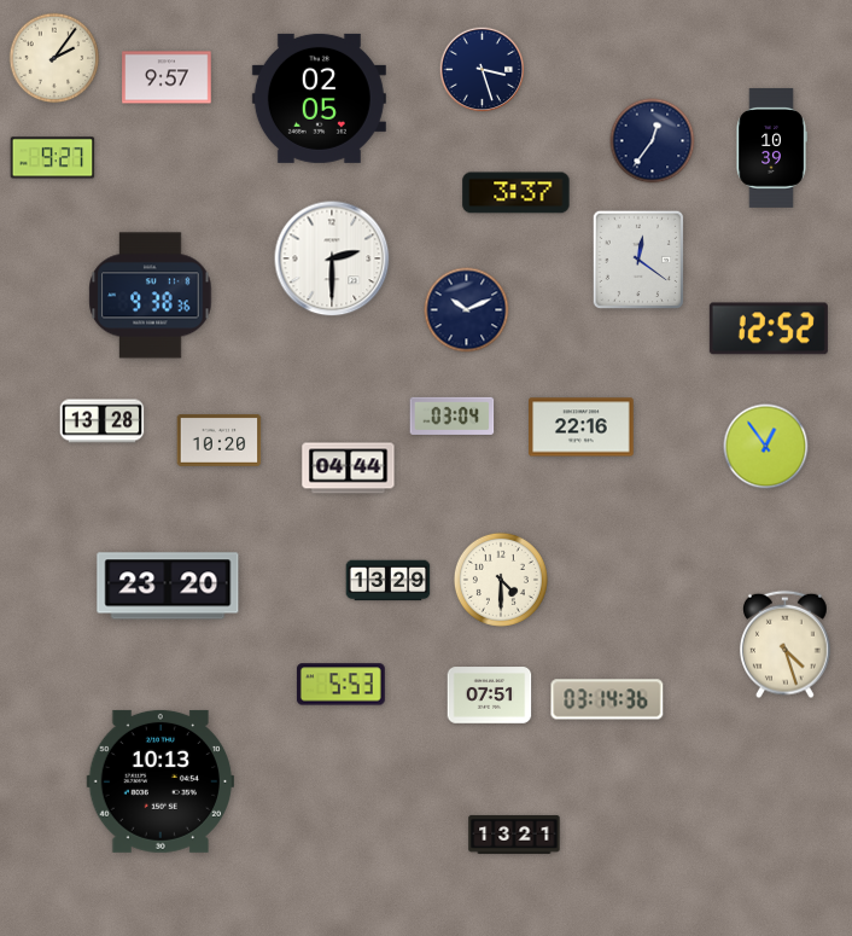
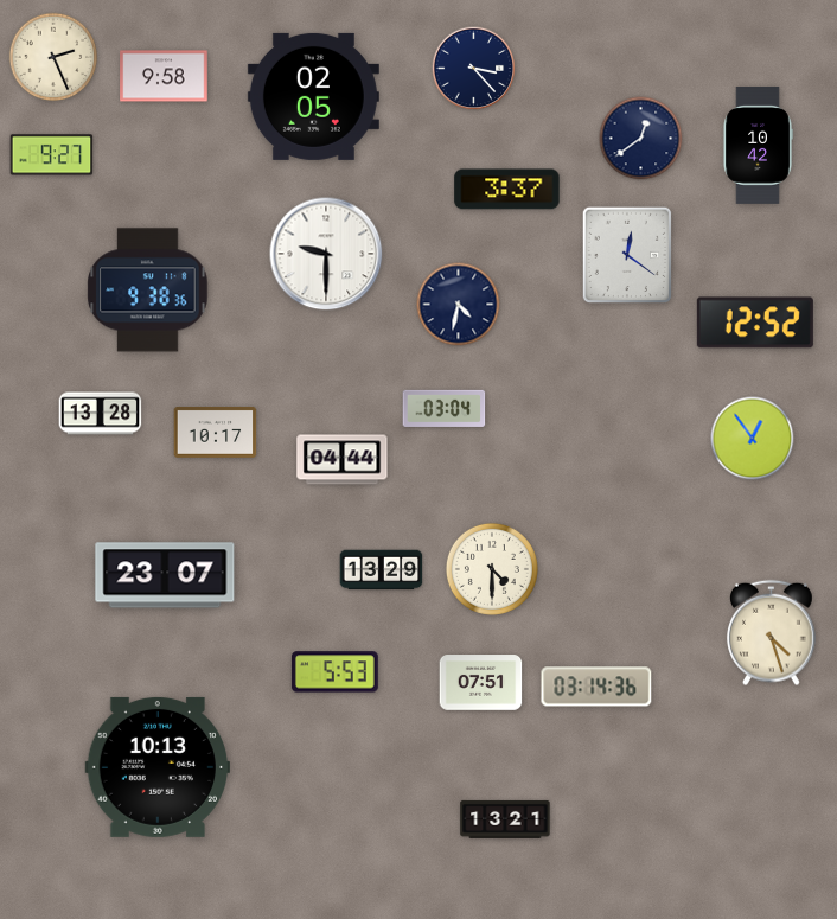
clock at (54, 58): 2:06 -> 2:26
clock at (483, 70): 3:27 -> 3:23
clock at (167, 77): 9:57 -> 9:58
clock at (653, 141): 12:36 -> 12:39
clock at (771, 147): 10:39 -> 10:42
clock at (332, 258): 2:30 -> 9:30
clock at (467, 310): 10:11 -> 4:32
clock at (582, 428): 22:16 -> none
clock at (220, 441): 10:20 -> 10:17
clock at (168, 586): 23:20 -> 23:07
